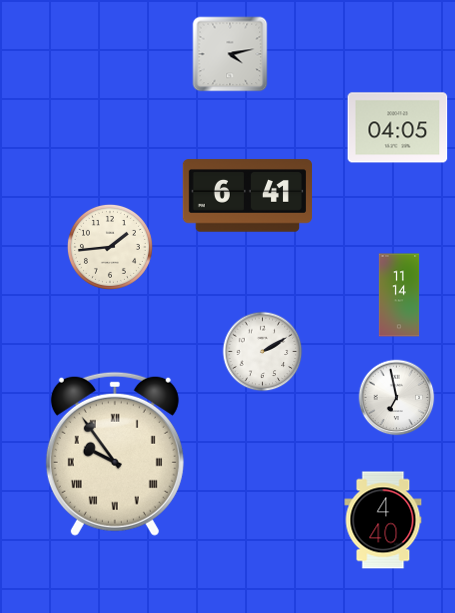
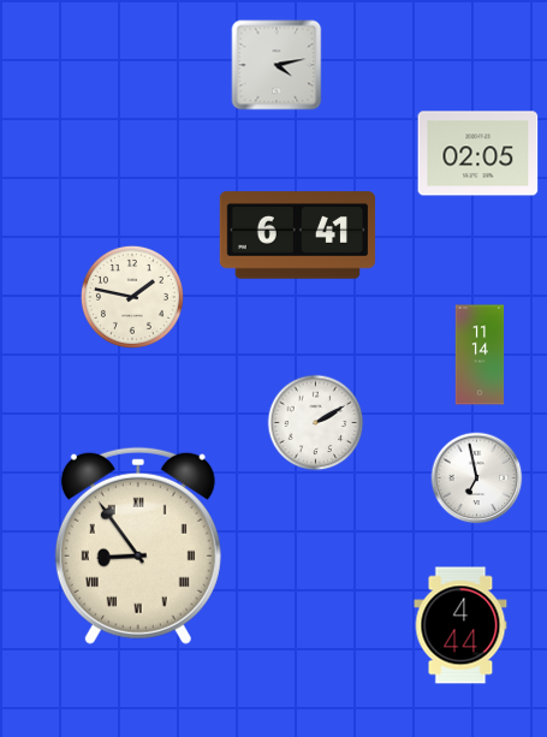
clock at (398, 128): 04:05 -> 02:05
clock at (110, 247): 1:44 -> 1:47
clock at (115, 454): 9:54 -> 8:54
clock at (383, 520): 4:40 -> 4:44
